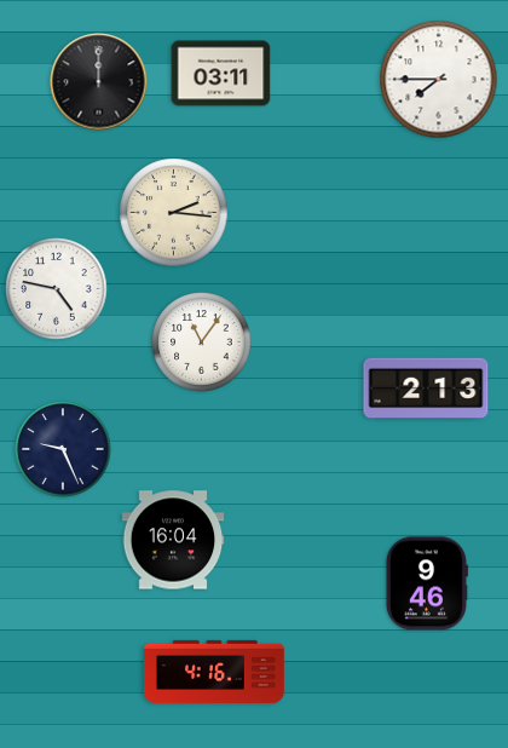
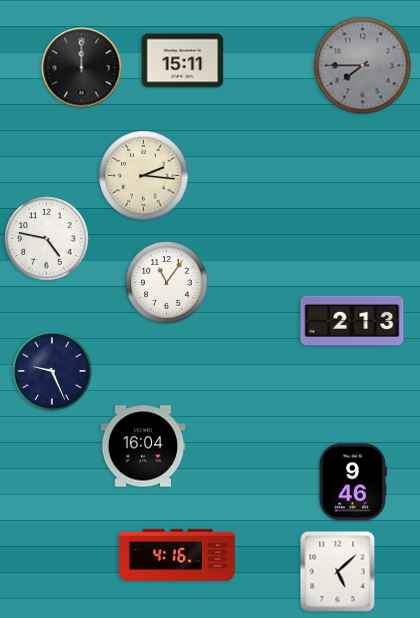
clock at (221, 74): 03:11 -> 15:11
clock at (439, 80) dial: white -> grey
clock at (338, 572): none -> 5:08
